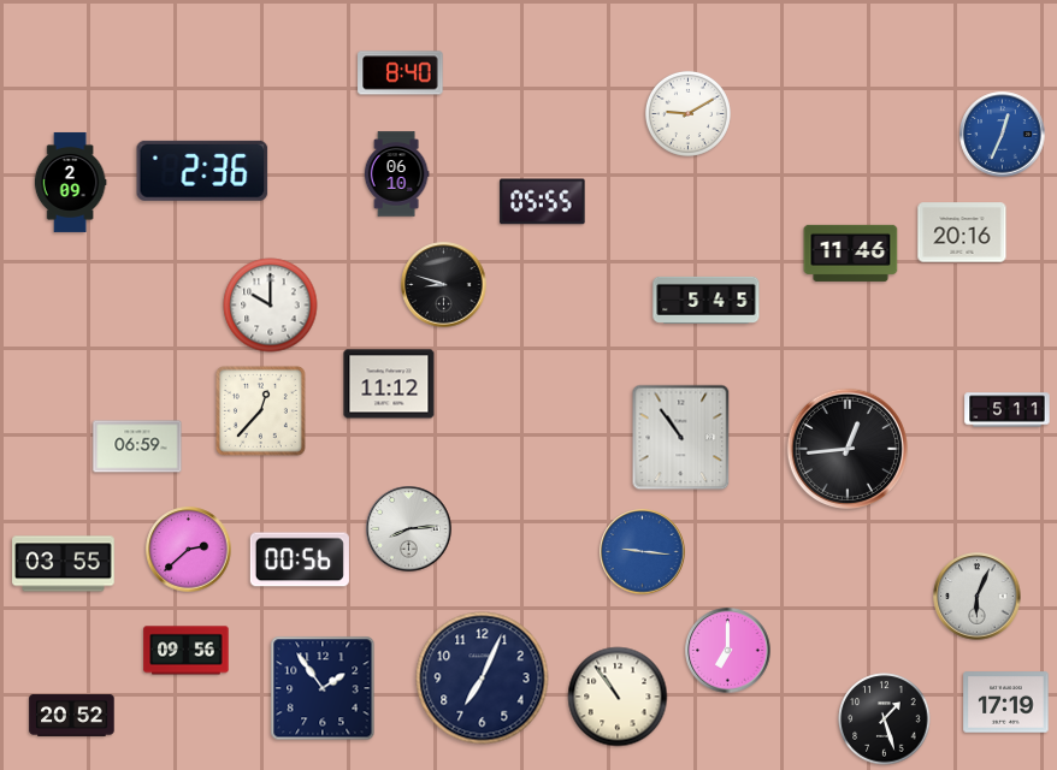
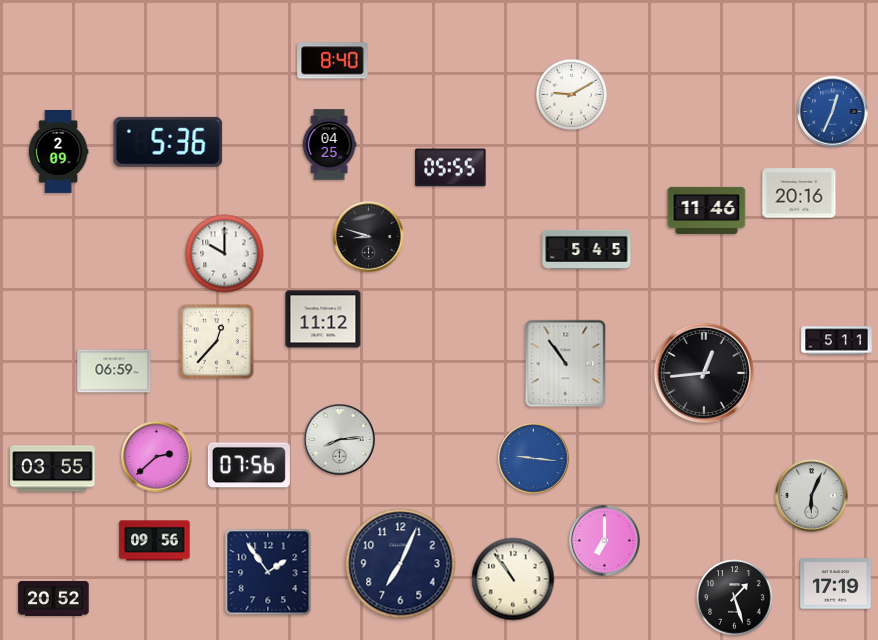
clock at (202, 171): 2:36 -> 5:36
clock at (396, 174): 06:10 -> 04:25
clock at (300, 559): 00:56 -> 07:56
clock at (72, 715) position: (72, 715) -> (54, 598)
